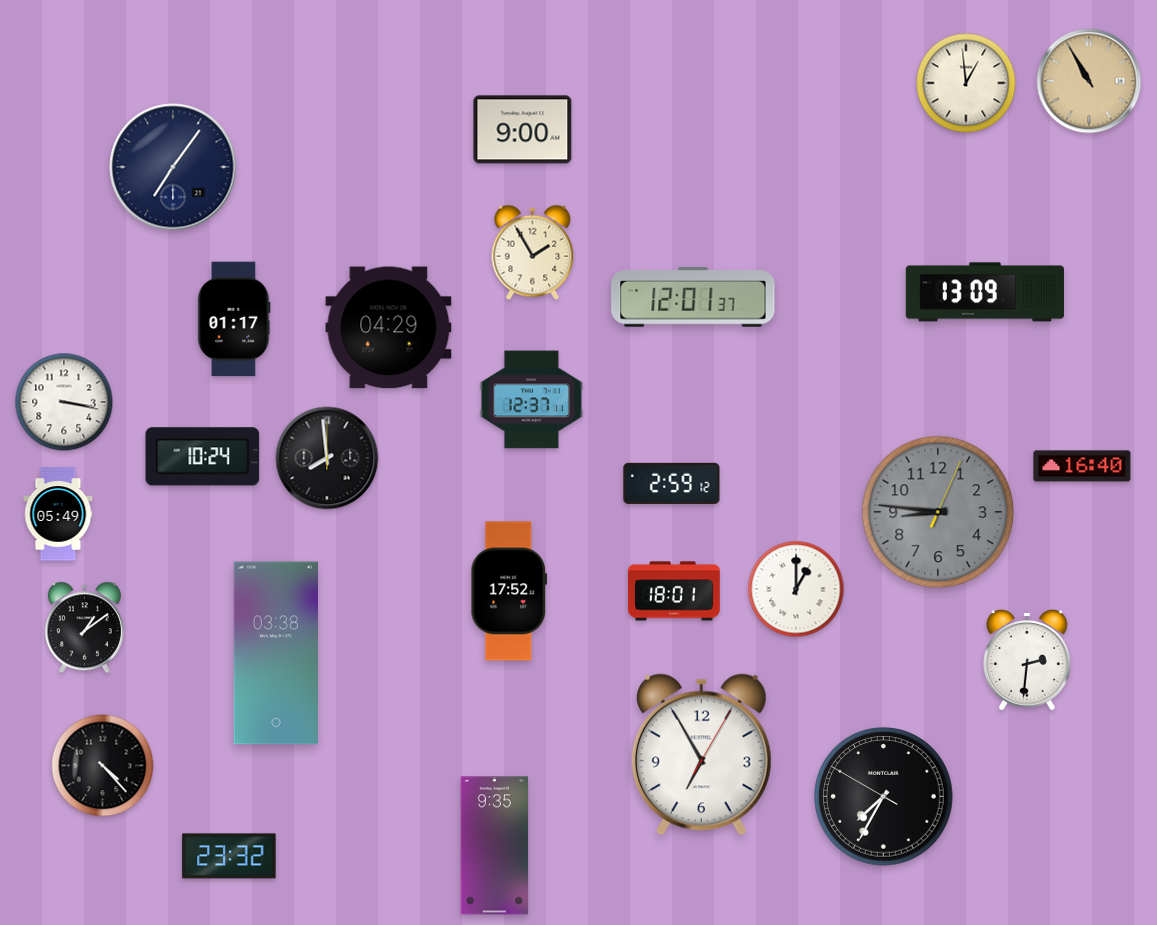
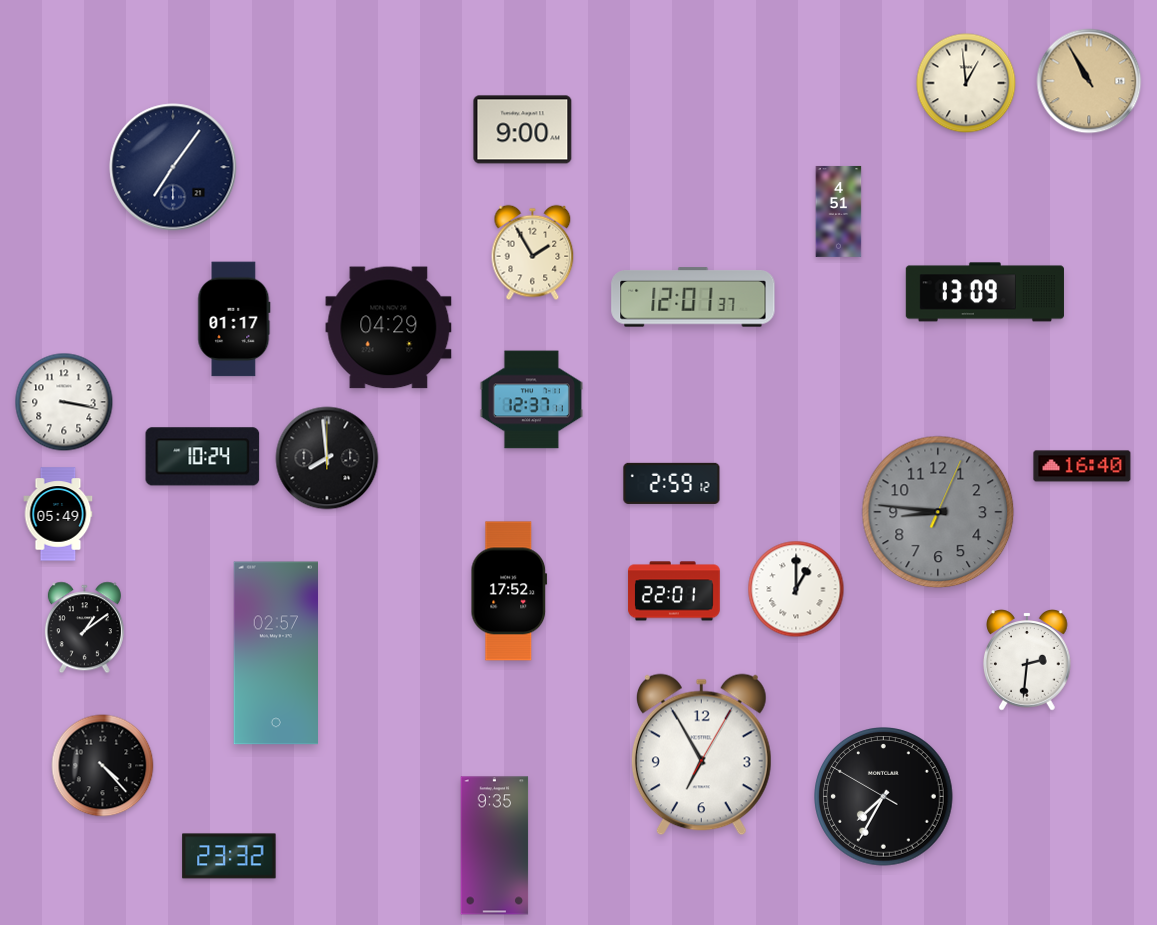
clock at (839, 212): none -> 4:51
clock at (674, 591): 18:01 -> 22:01
clock at (275, 653): 03:38 -> 02:57
